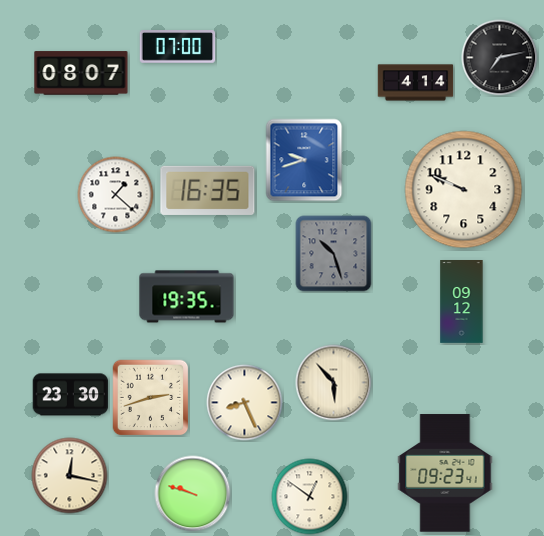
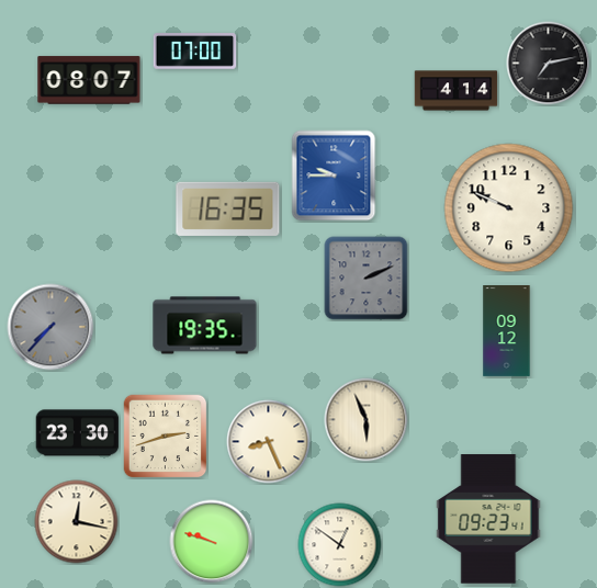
clock at (304, 160): 9:42 -> 9:45
clock at (116, 195): 1:22 -> none
clock at (334, 254): 10:27 -> 2:11
clock at (50, 327): none -> 7:37
clock at (334, 383): 5:53 -> 5:56
